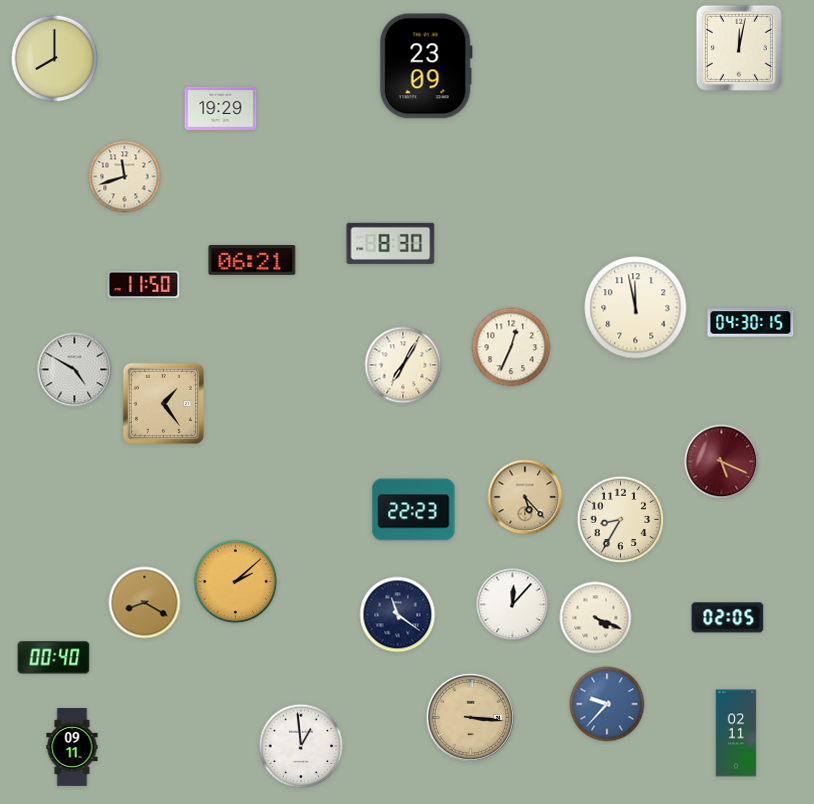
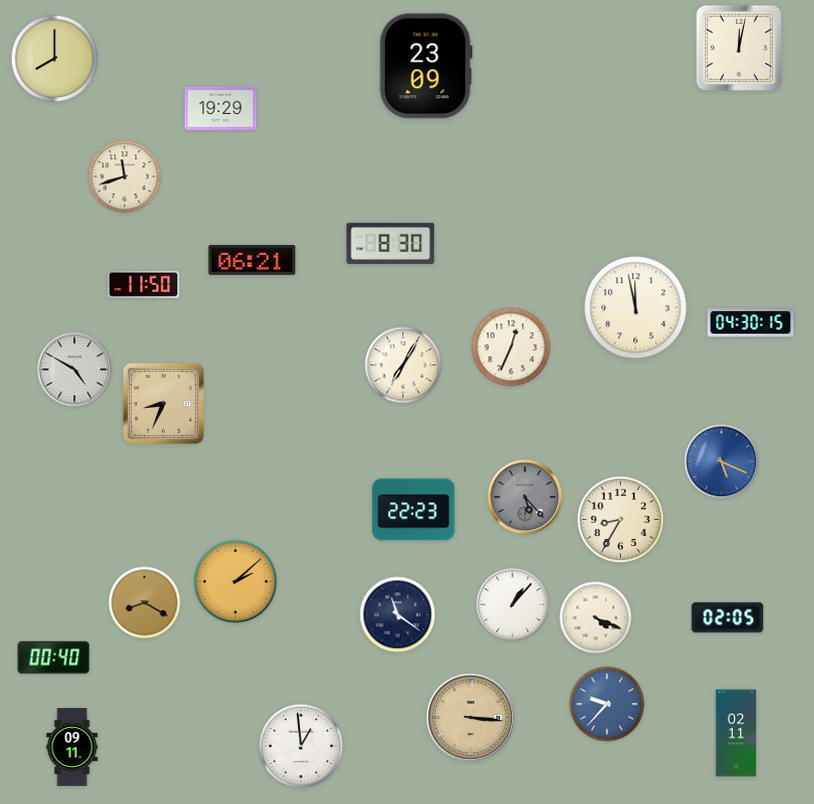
clock at (163, 403): 1:24 -> 8:34
clock at (722, 462) dial: burgundy -> blue
clock at (525, 497) dial: champagne -> grey
clock at (513, 605): 12:07 -> 1:07
